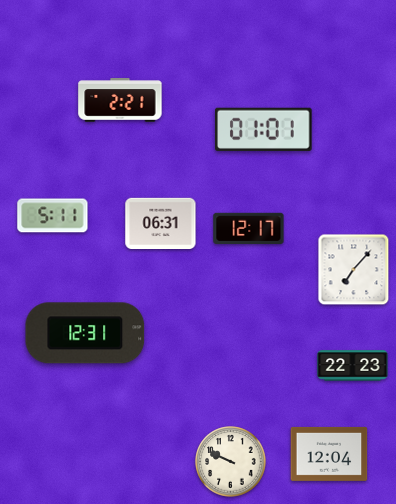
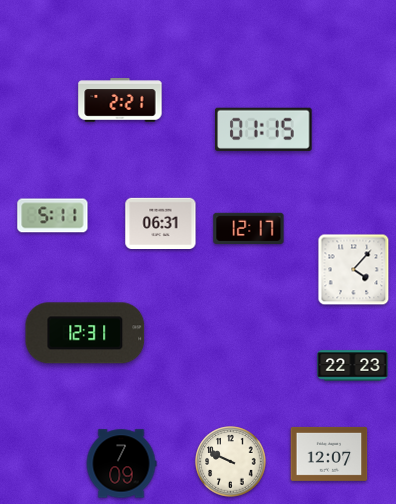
clock at (264, 129): 01:01 -> 01:15
clock at (354, 270): 7:07 -> 4:07
clock at (329, 454): 12:04 -> 12:07
clock at (121, 464): none -> 7:09
